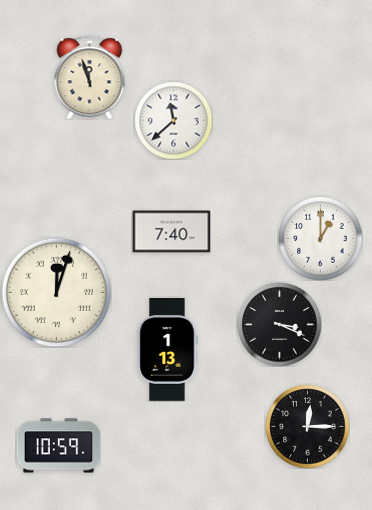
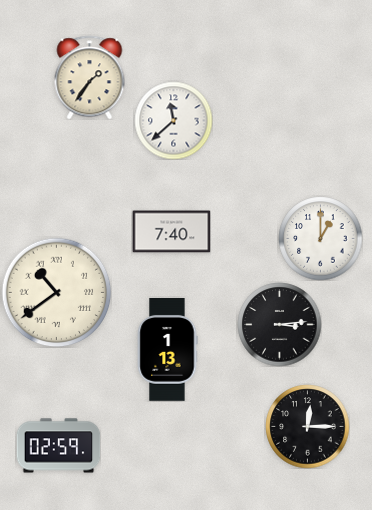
clock at (90, 77): 11:57 -> 1:36
clock at (56, 292): 12:03 -> 10:39
clock at (279, 324): 3:19 -> 3:14
clock at (58, 446): 10:59 -> 02:59
